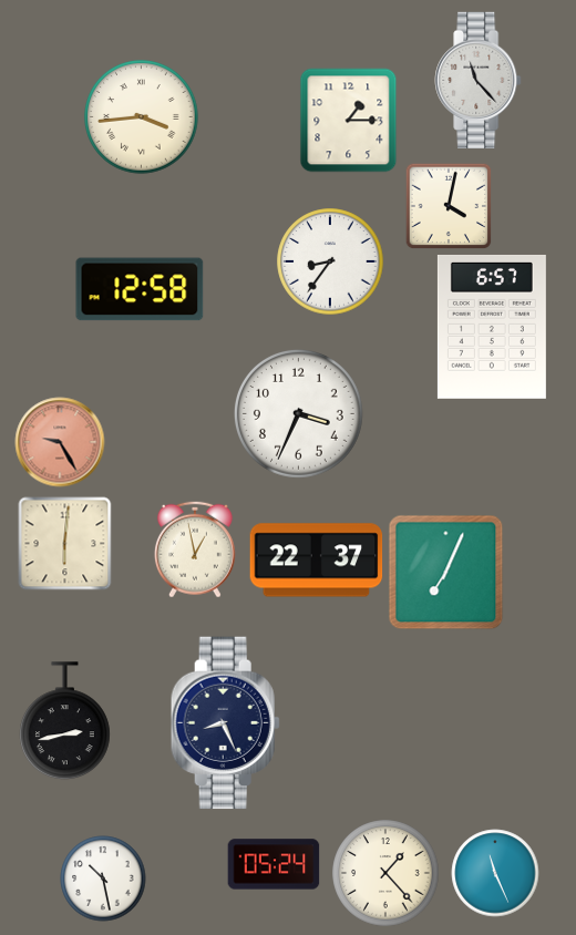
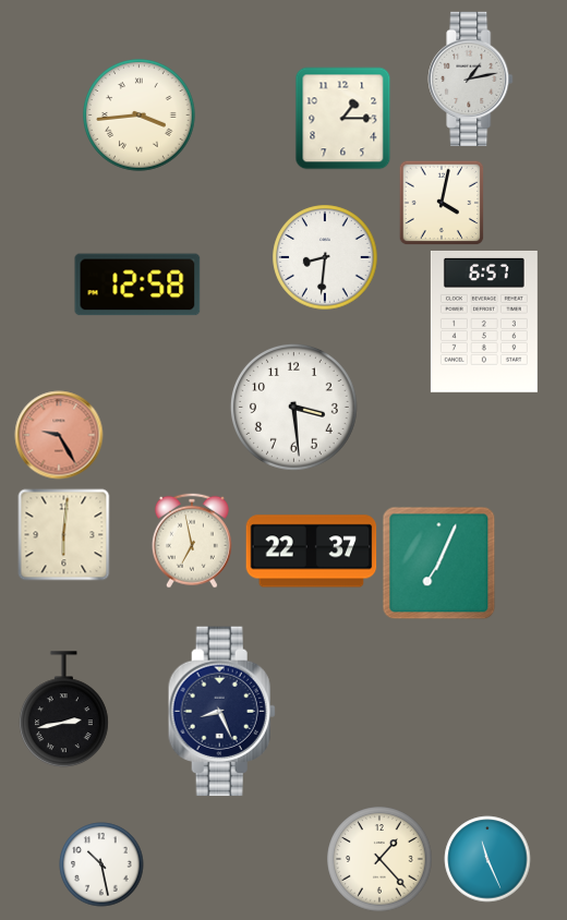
clock at (479, 80): 11:23 -> 1:13
clock at (330, 261): 8:36 -> 8:31
clock at (298, 413): 3:34 -> 3:29
clock at (195, 549): 12:58 -> 6:58
clock at (274, 864): 05:24 -> none
